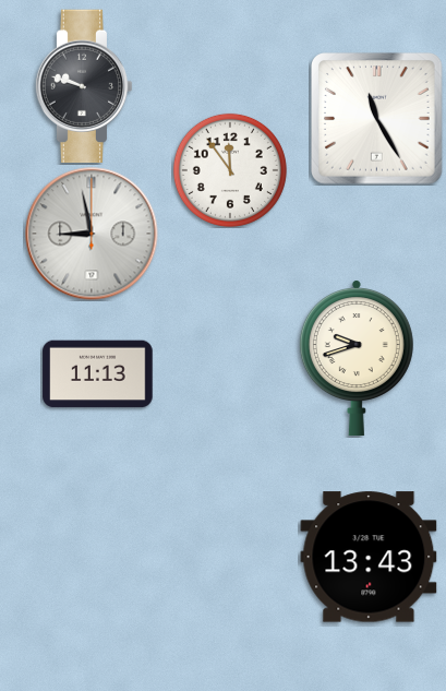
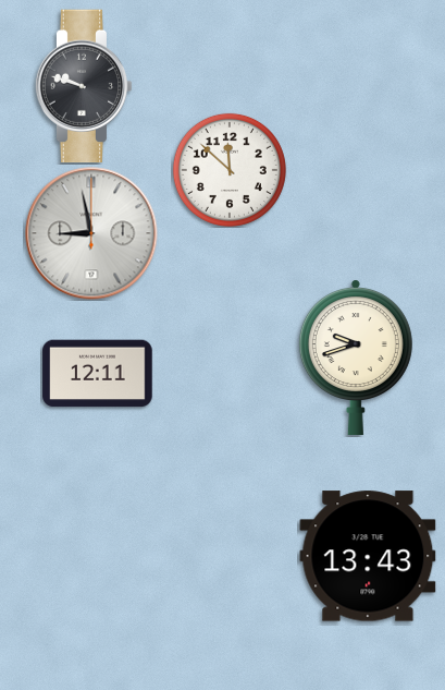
clock at (377, 119): 11:25 -> none
clock at (230, 170): 11:54 -> 11:52
clock at (98, 374): 11:13 -> 12:11
